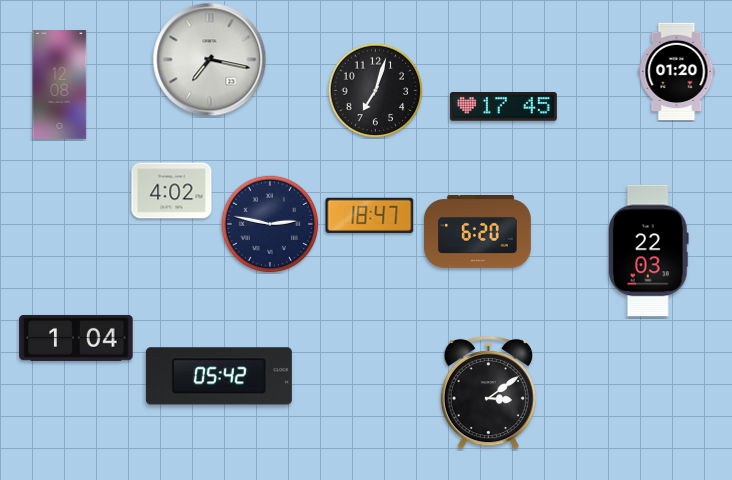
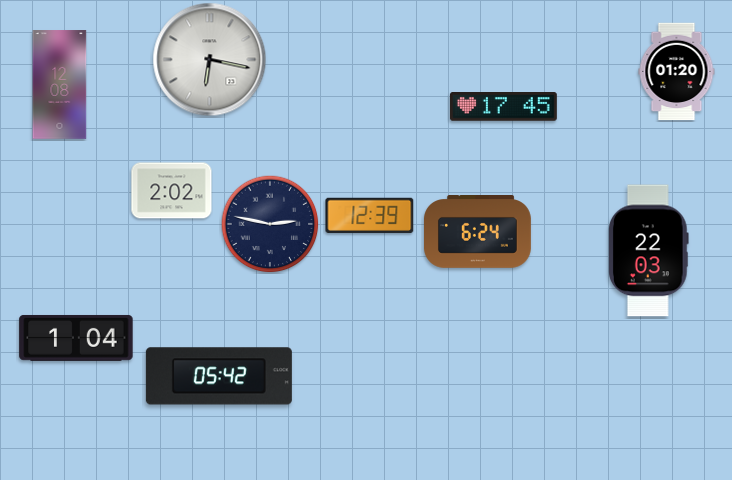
clock at (210, 60): 7:17 -> 6:17
clock at (375, 90): 7:03 -> none
clock at (172, 191): 4:02 -> 2:02
clock at (370, 215): 18:47 -> 12:39
clock at (478, 232): 6:20 -> 6:24
clock at (488, 393): 3:09 -> none
